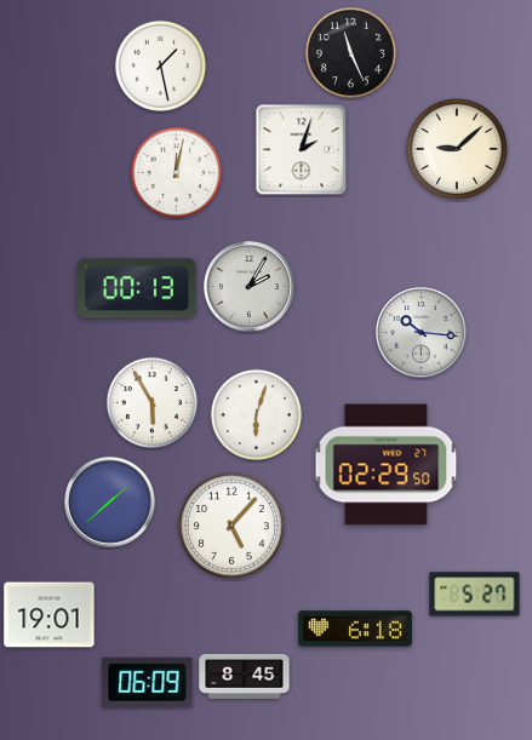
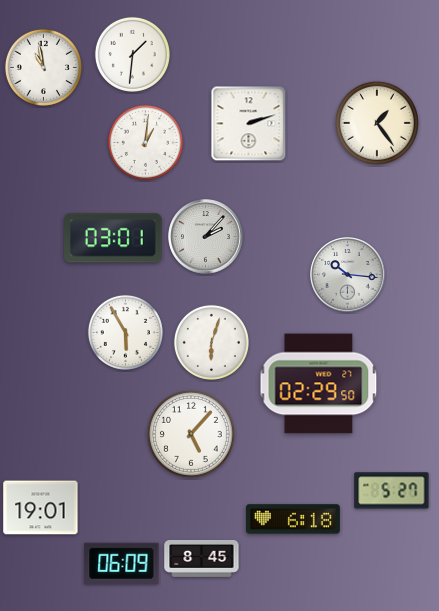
clock at (350, 52): 11:26 -> none
clock at (160, 65): 1:28 -> 1:31
clock at (43, 67): none -> 10:58
clock at (457, 149): 9:08 -> 1:24
clock at (302, 150): 2:03 -> 2:12
clock at (176, 172): 12:02 -> 1:01
clock at (250, 287): 2:05 -> 2:07
clock at (137, 288): 00:13 -> 03:01
clock at (110, 503): 1:38 -> none
